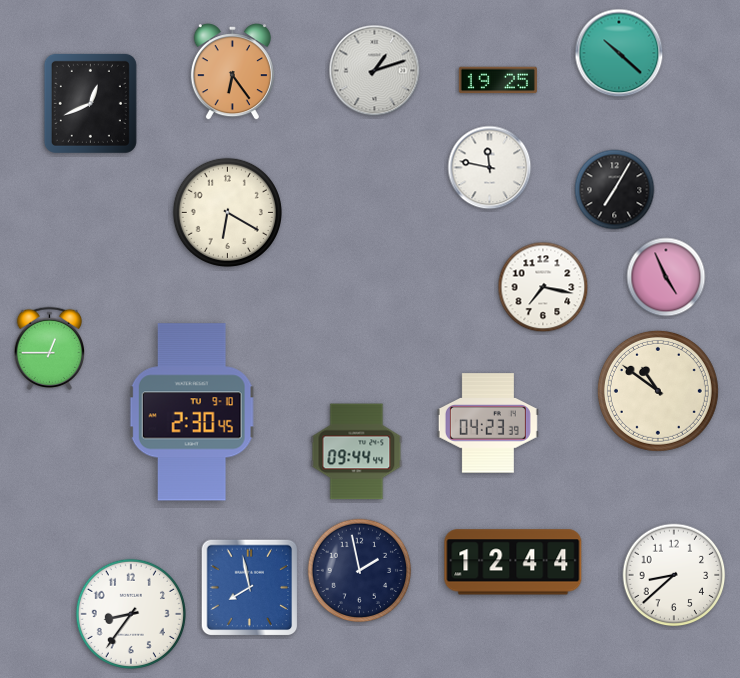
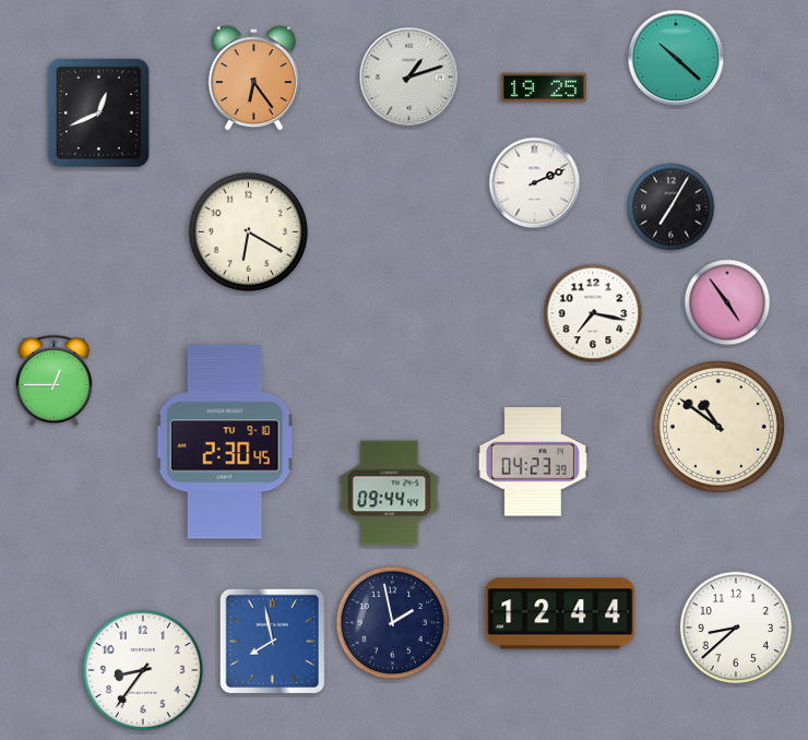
clock at (490, 168): 11:47 -> 2:11
clock at (666, 277): 4:56 -> 4:54
clock at (192, 412) position: (192, 412) -> (225, 442)
